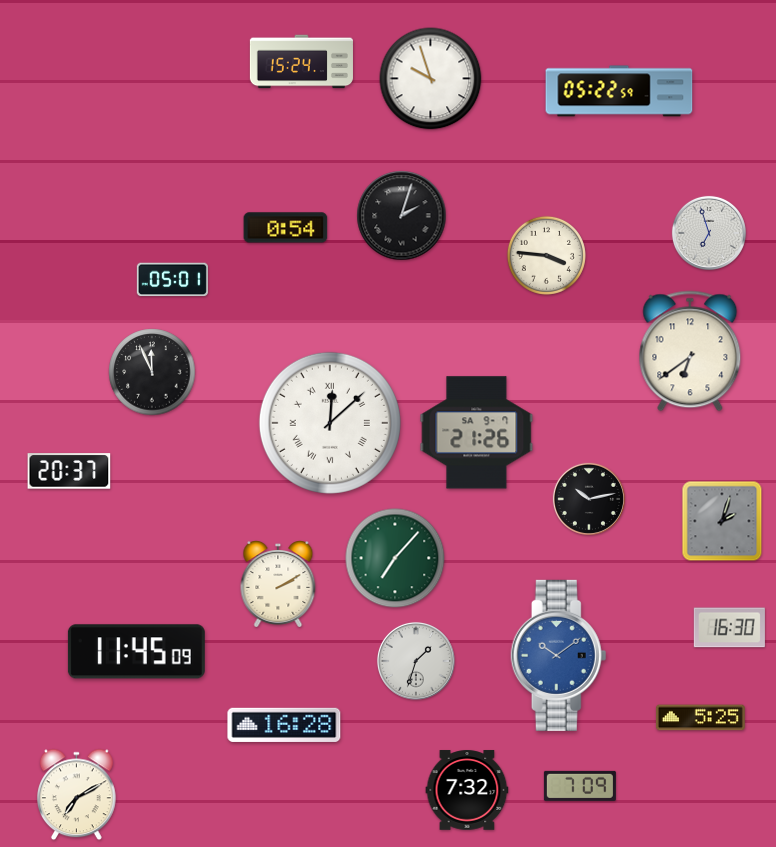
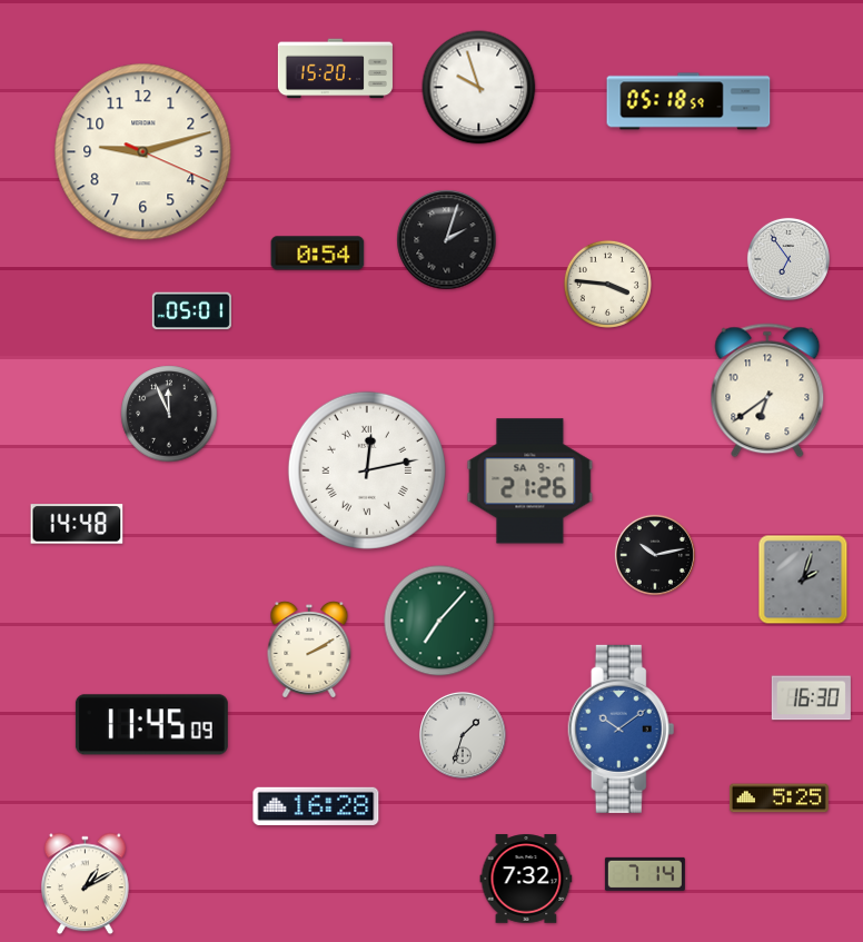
clock at (301, 62): 15:24 -> 15:20
clock at (619, 91): 05:22 -> 05:18
clock at (143, 152): none -> 9:12
clock at (709, 233): 6:57 -> 6:54
clock at (330, 423): 12:08 -> 12:13
clock at (69, 471): 20:37 -> 14:48
clock at (580, 786): 7:09 -> 7:14
clock at (467, 790) position: (467, 790) -> (526, 879)
clock at (77, 795): 7:10 -> 1:10
